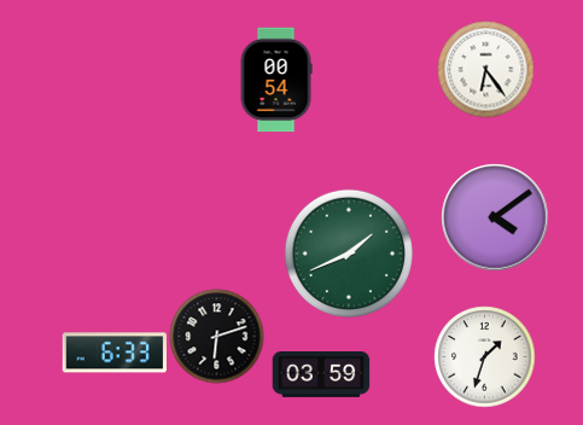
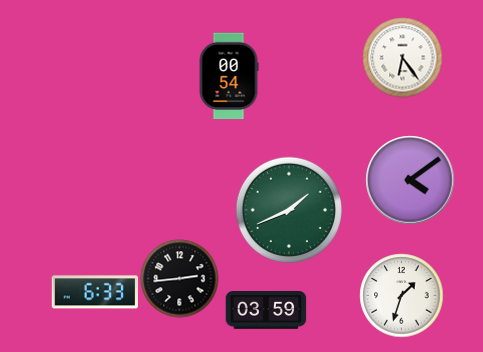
clock at (276, 80) position: (276, 80) -> (229, 76)
clock at (216, 336): 6:12 -> 2:44
